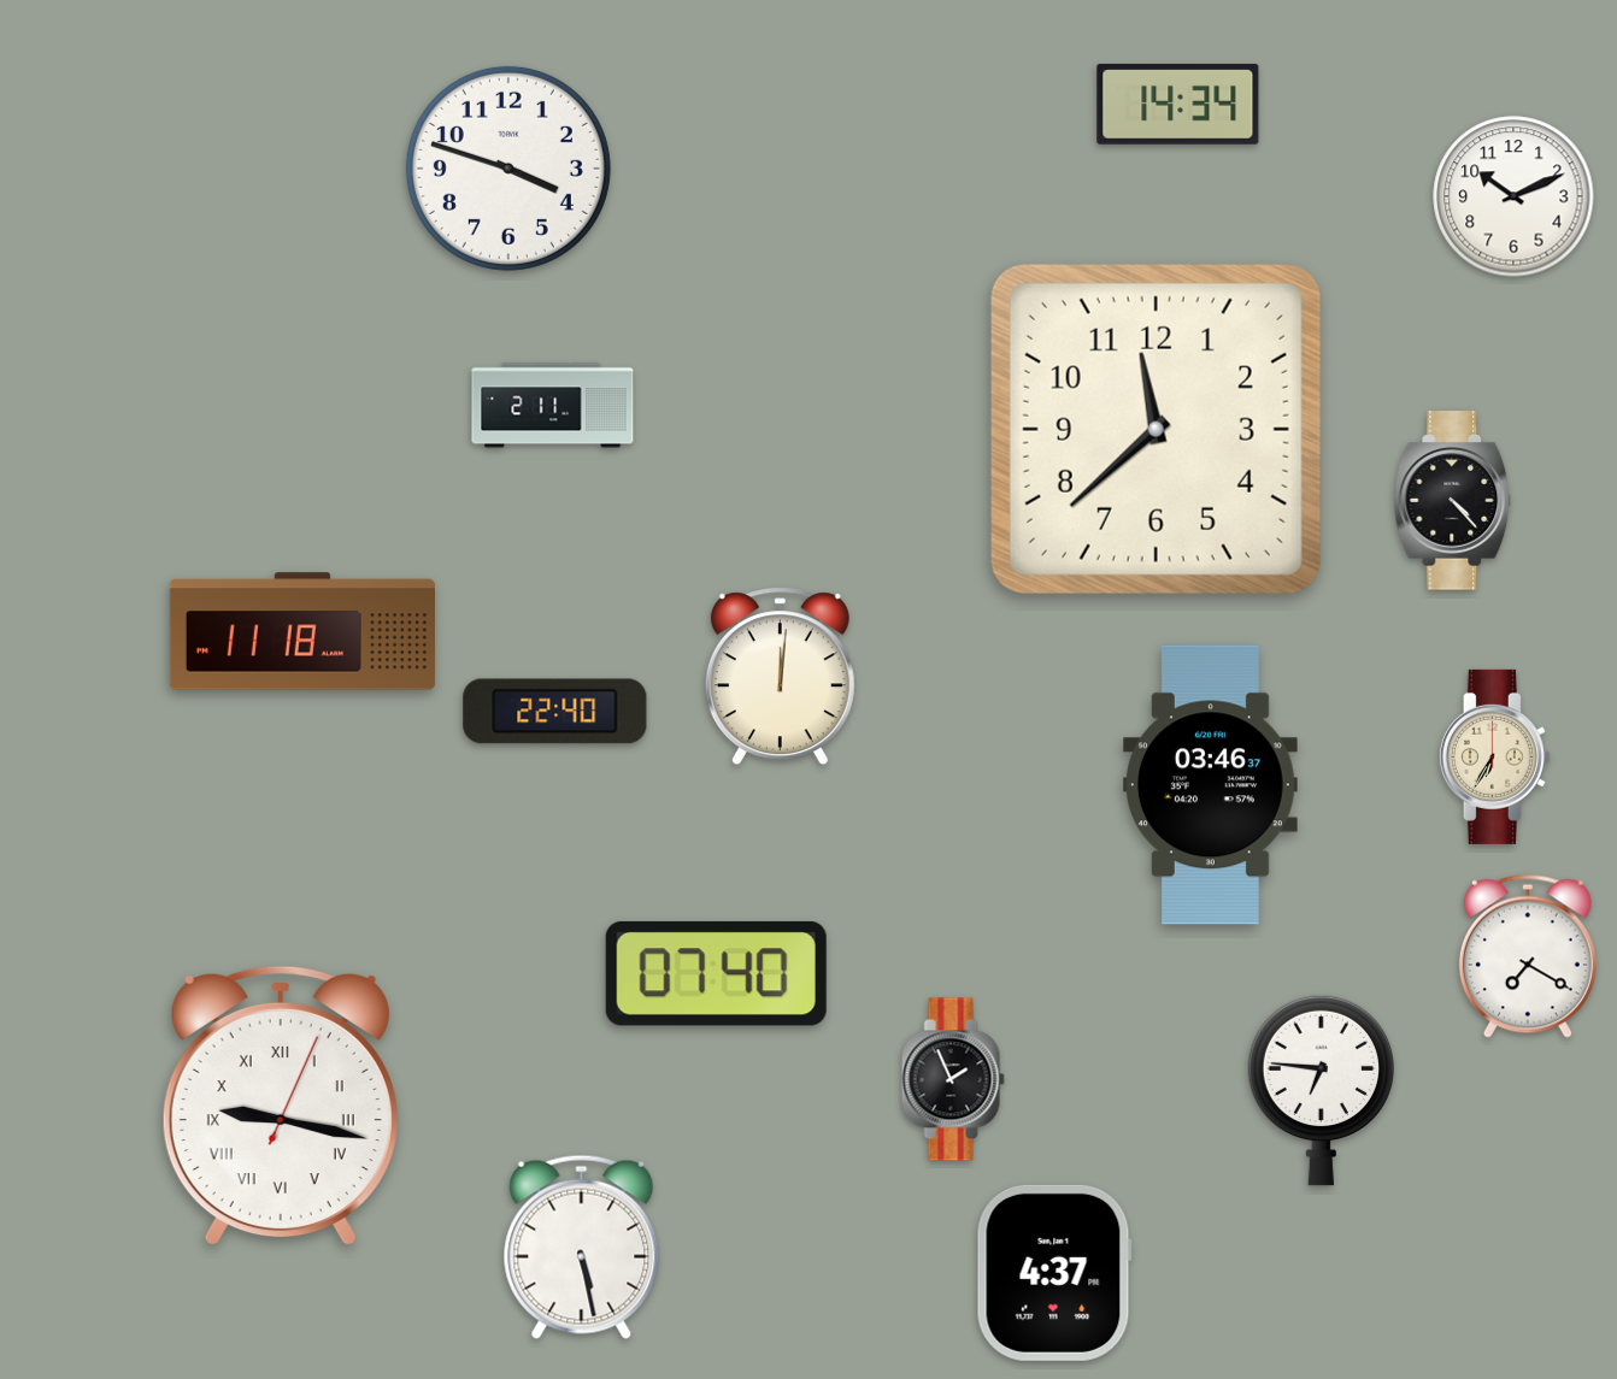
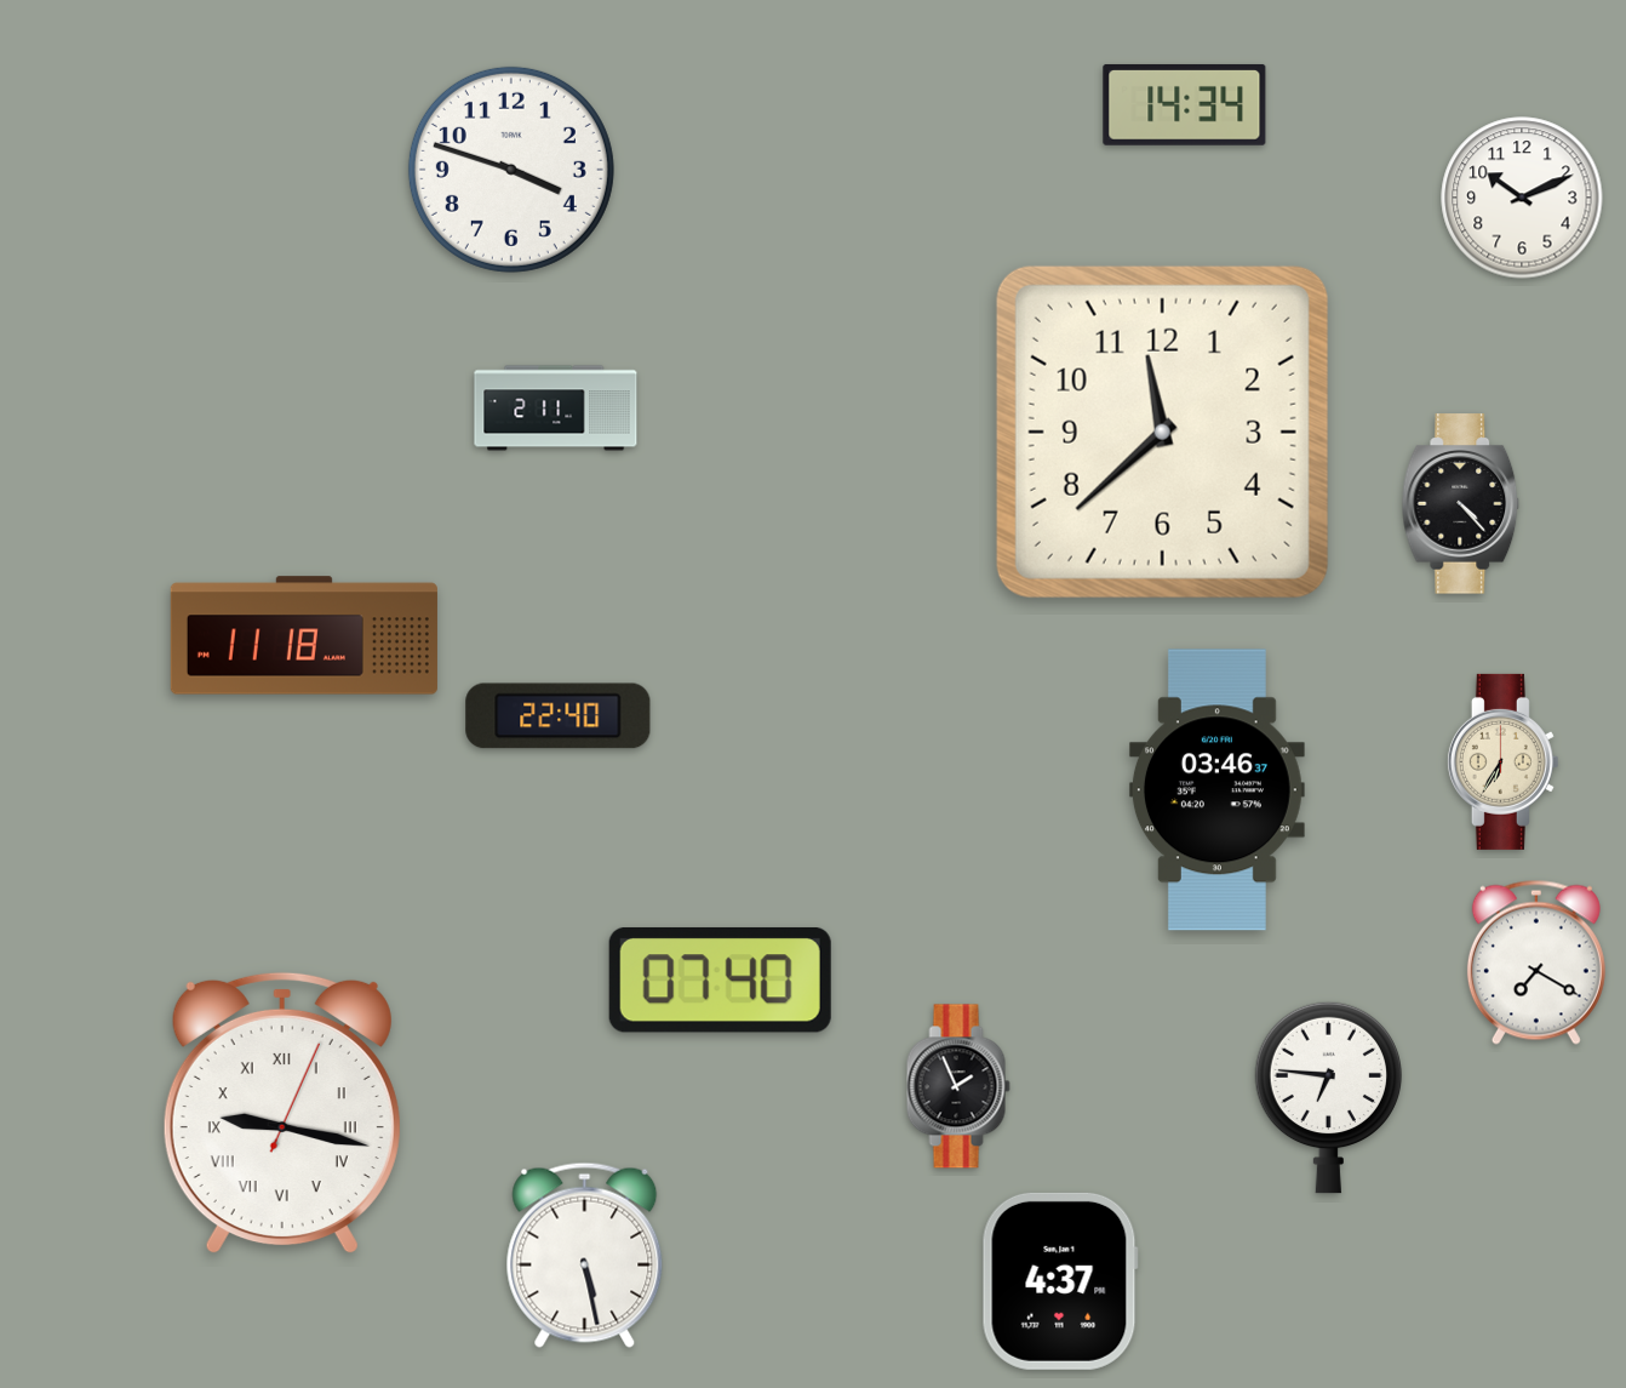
clock at (780, 677): 12:01 -> none
